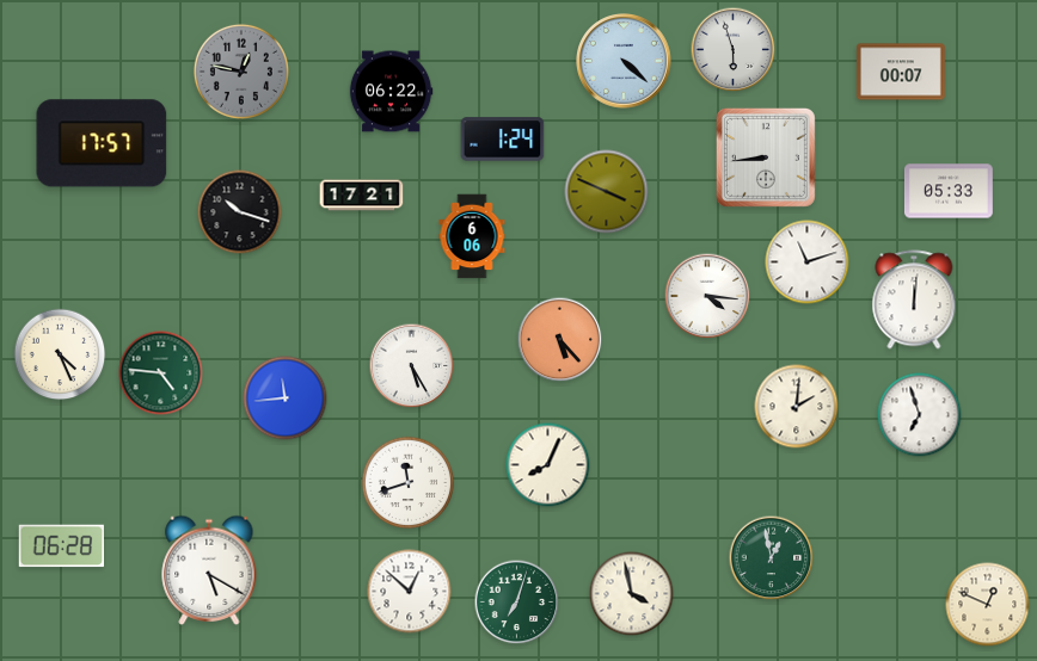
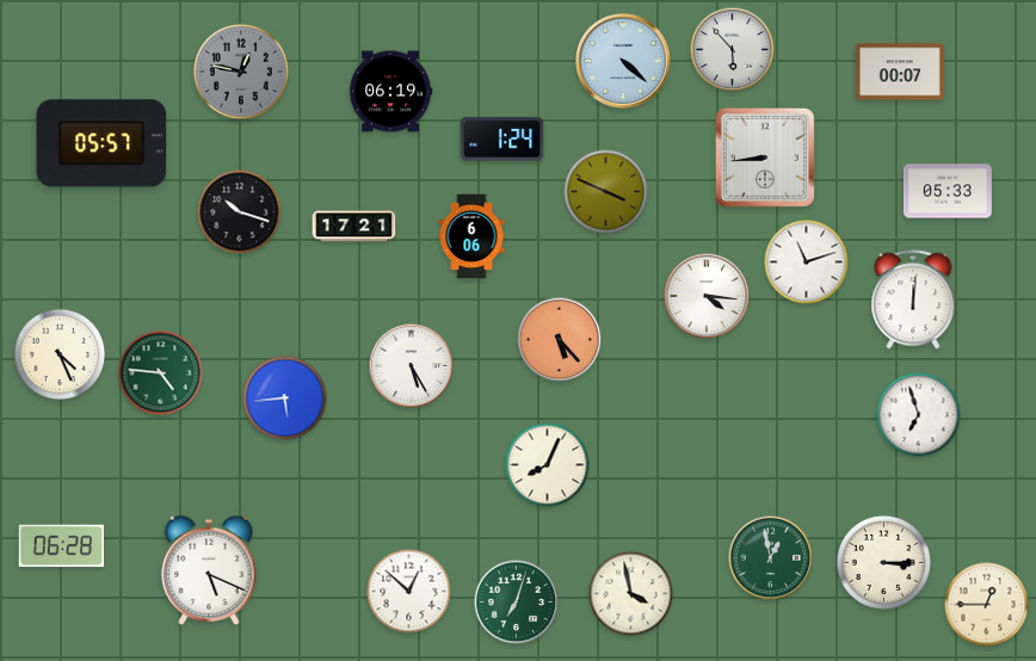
clock at (734, 50): 5:57 -> 5:53
clock at (391, 92): 06:22 -> 06:19
clock at (102, 143): 17:57 -> 05:57
clock at (362, 196) position: (362, 196) -> (354, 227)
clock at (286, 399): 11:44 -> 5:44
clock at (797, 407): 2:01 -> none
clock at (409, 483): 11:42 -> none
clock at (883, 562): none -> 3:15
clock at (209, 570): 5:20 -> 5:19
clock at (988, 605): 12:49 -> 12:45
